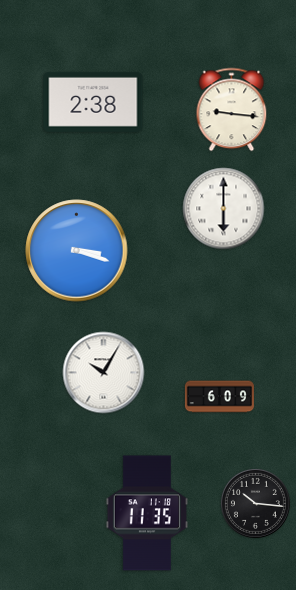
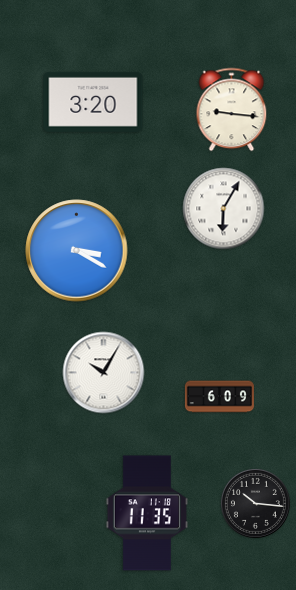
clock at (93, 102): 2:38 -> 3:20
clock at (224, 209): 6:00 -> 6:05
clock at (77, 251): 3:18 -> 3:20
